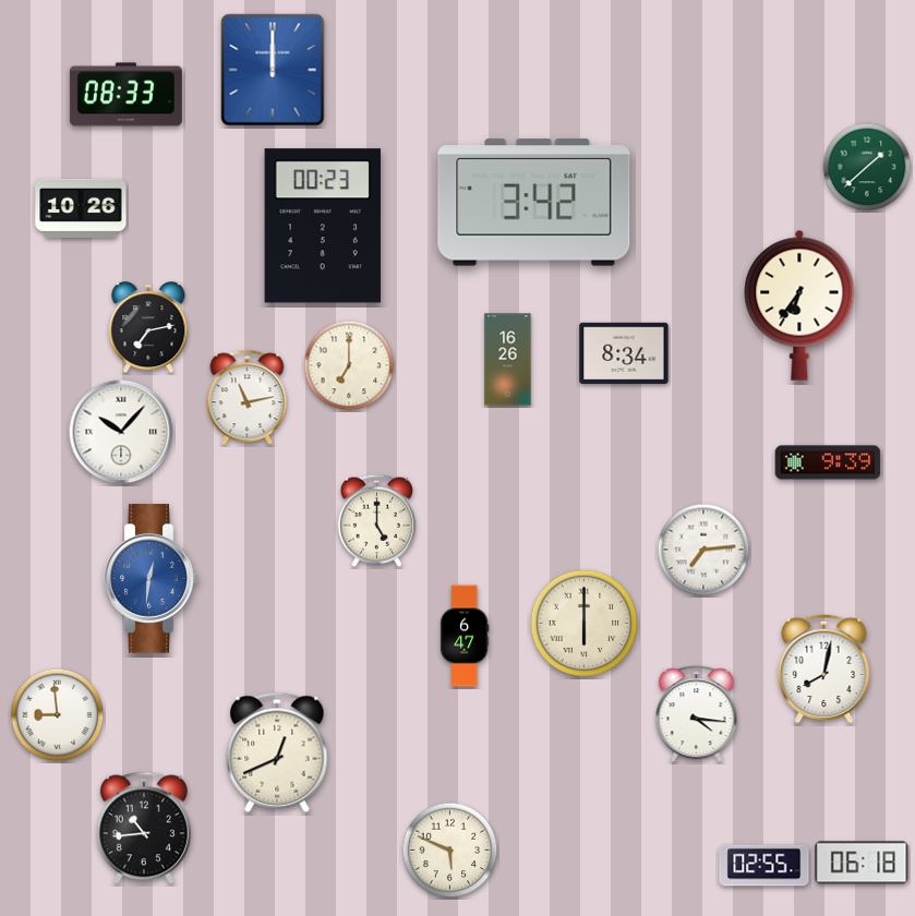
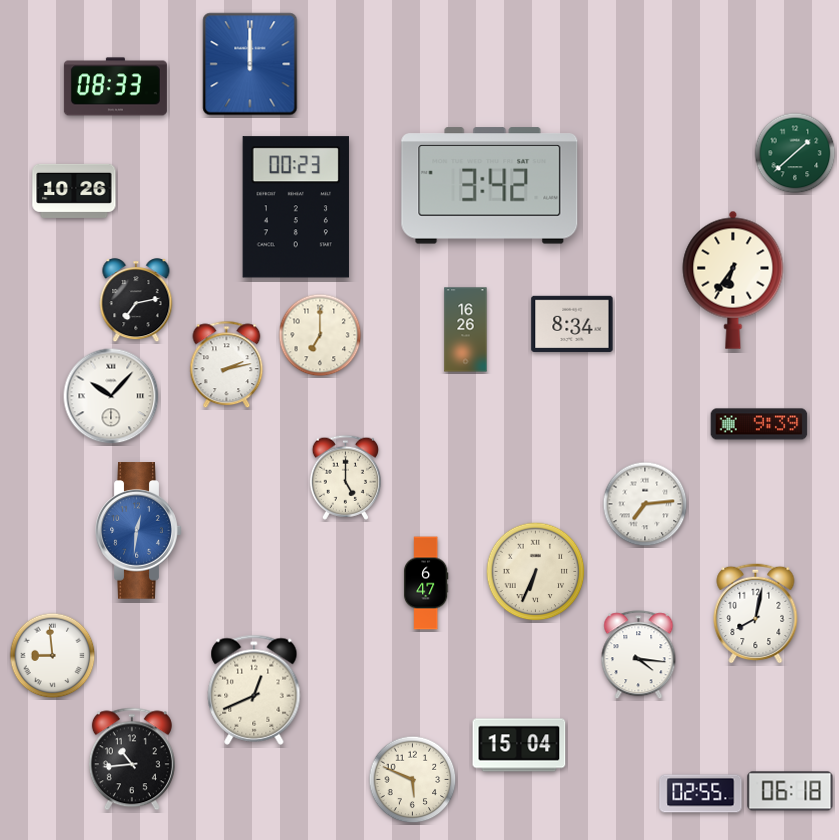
clock at (248, 398): 11:13 -> 2:13
clock at (585, 624): 6:00 -> 6:34
clock at (519, 745): none -> 15:04
